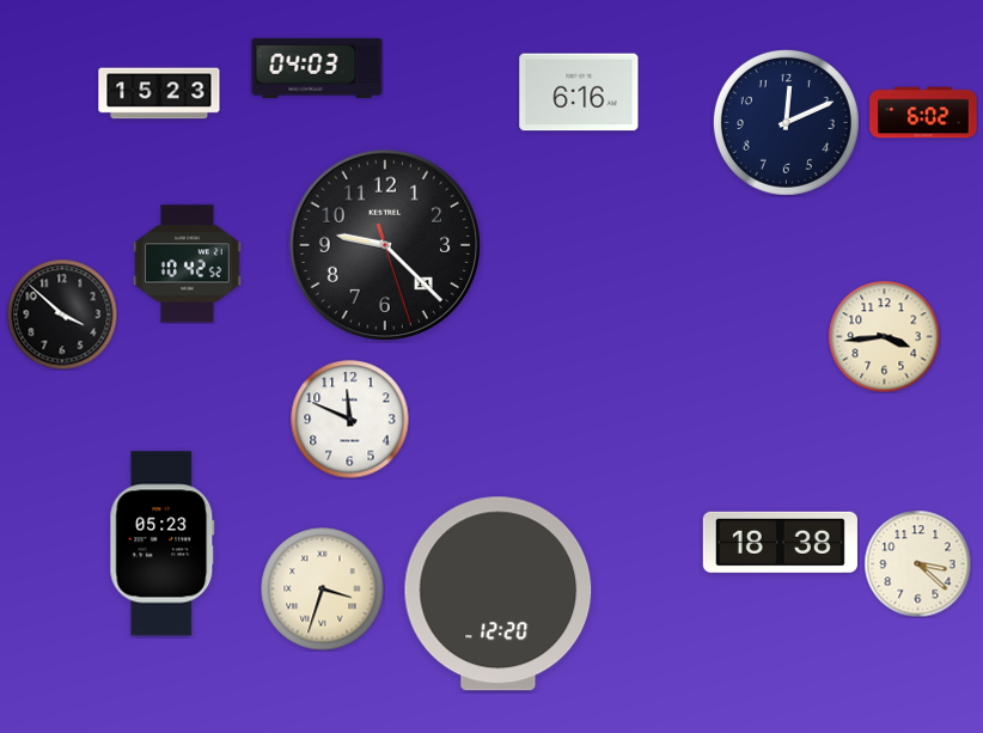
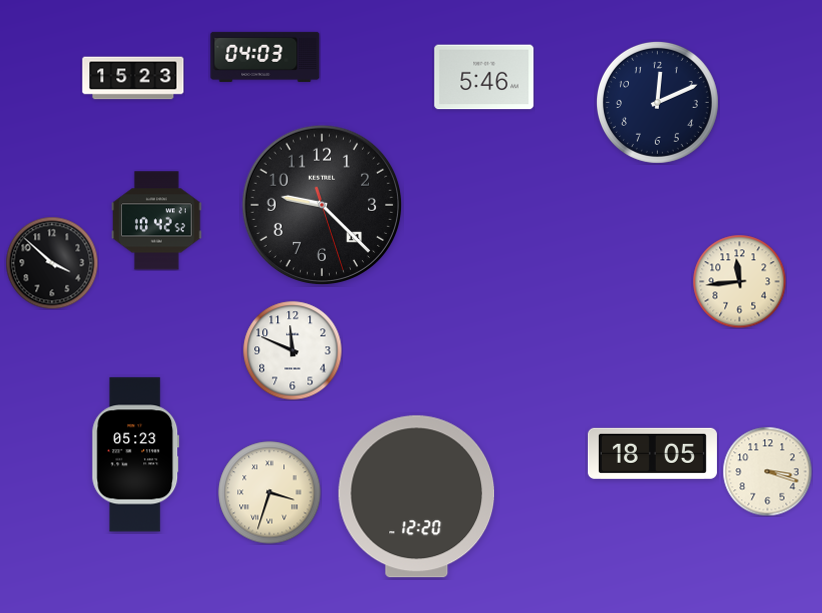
clock at (579, 92): 6:16 -> 5:46
clock at (923, 112): 6:02 -> none
clock at (884, 336): 3:44 -> 11:44
clock at (780, 542): 18:38 -> 18:05
clock at (917, 563): 3:22 -> 3:18
